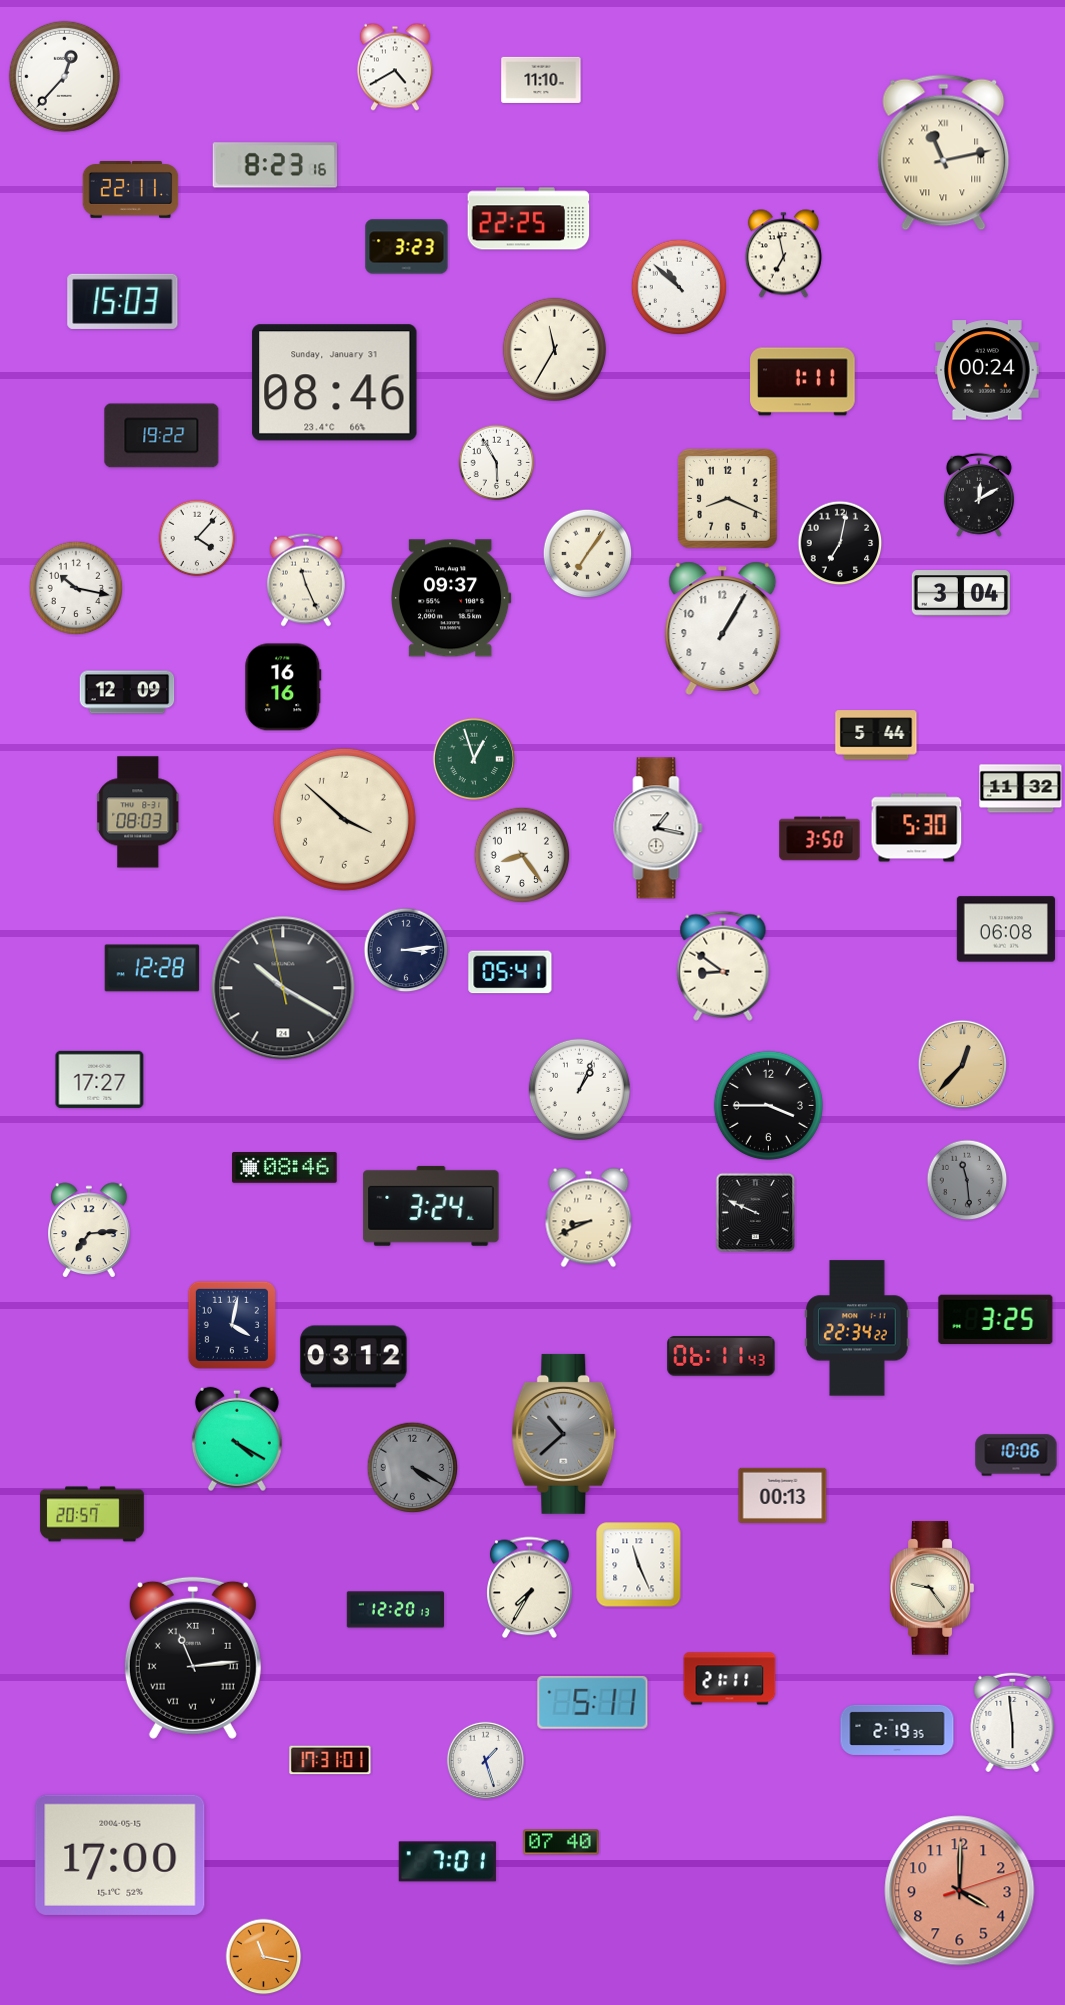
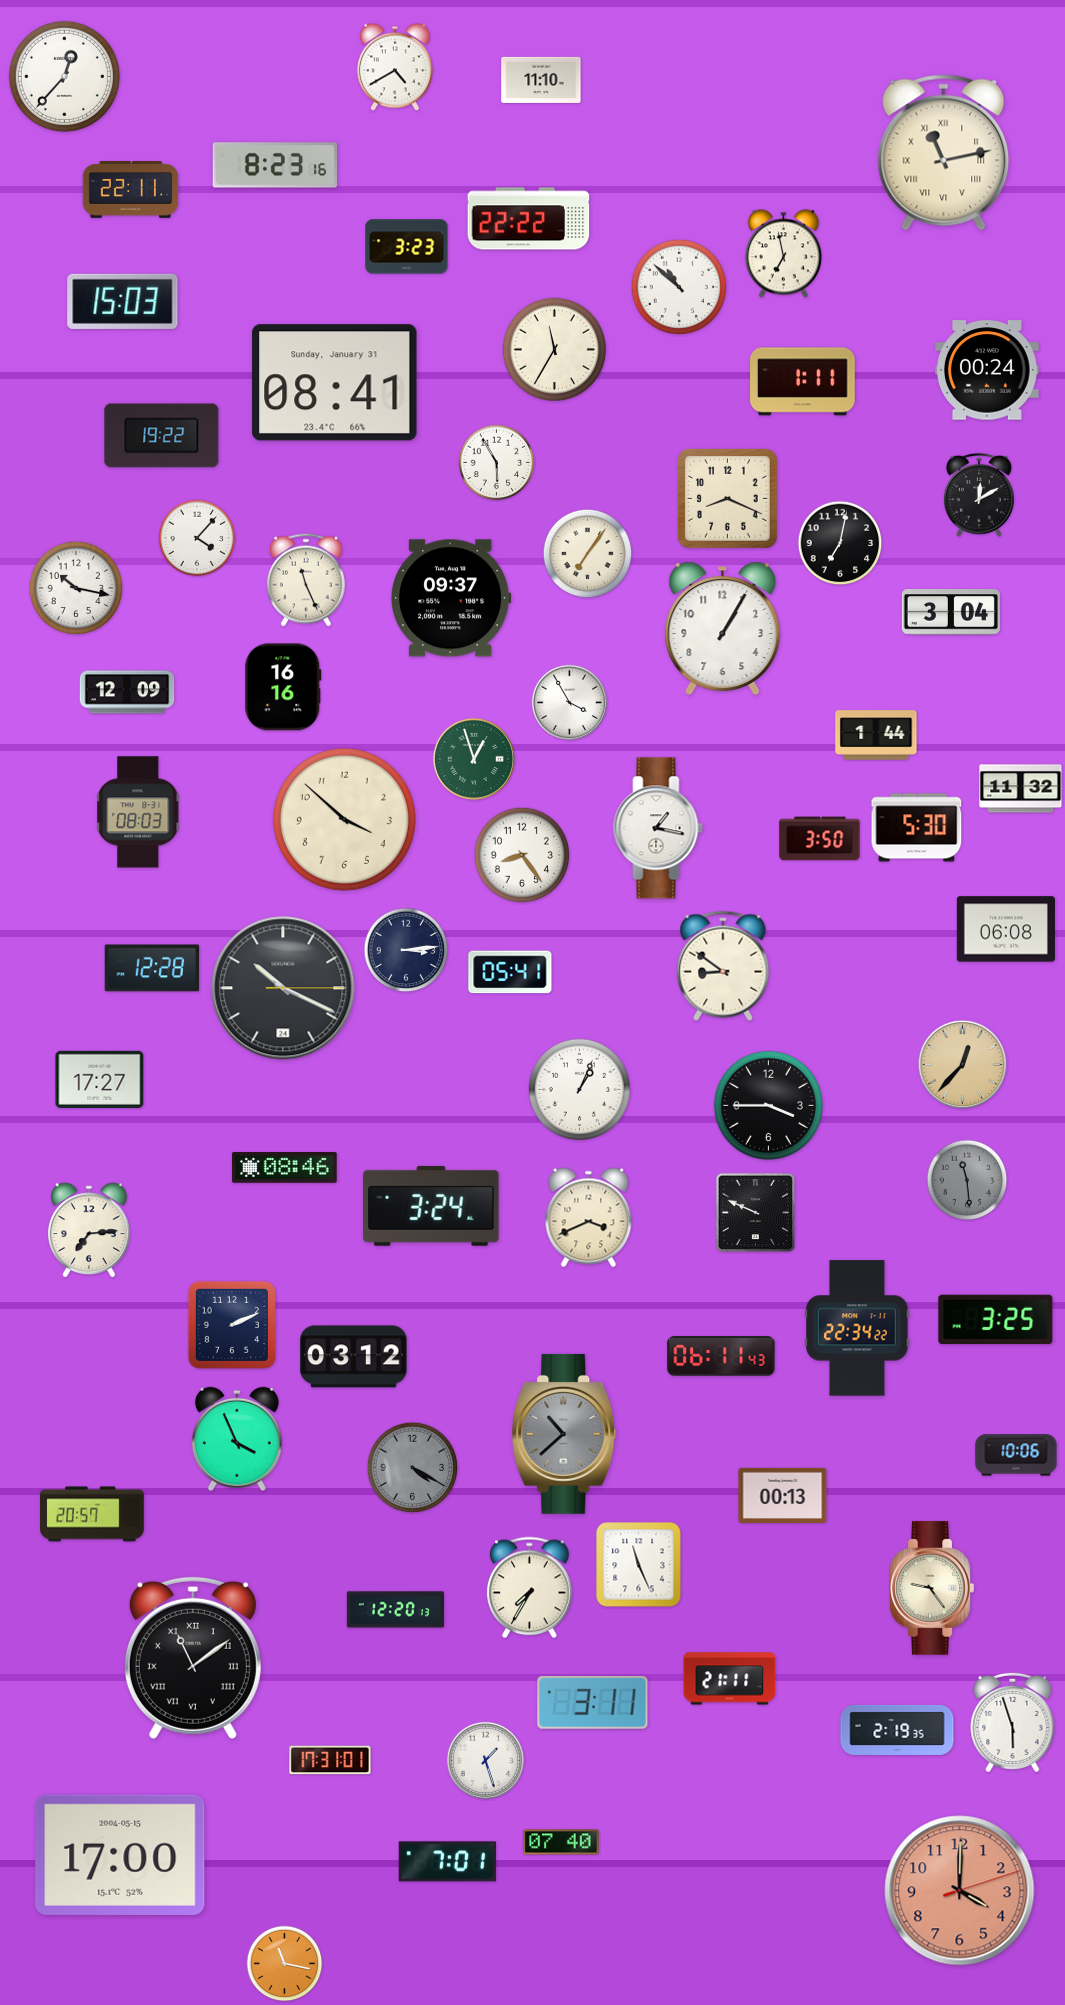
clock at (529, 219): 22:25 -> 22:22
clock at (335, 383): 08:46 -> 08:41
clock at (961, 593) position: (961, 593) -> (951, 612)
clock at (569, 702): none -> 3:55
clock at (876, 735): 5:44 -> 1:44
clock at (283, 988): 10:19:58 -> 10:19:15
clock at (589, 1218): 8:41 -> 3:41
clock at (232, 1325): 4:02 -> 2:11
clock at (237, 1439): 4:20 -> 3:56
clock at (193, 1658): 11:14 -> 11:09
clock at (593, 1703): 5:11 -> 3:11
clock at (1013, 1722): 5:59 -> 5:57
clock at (264, 1957) position: (264, 1957) -> (285, 1964)
